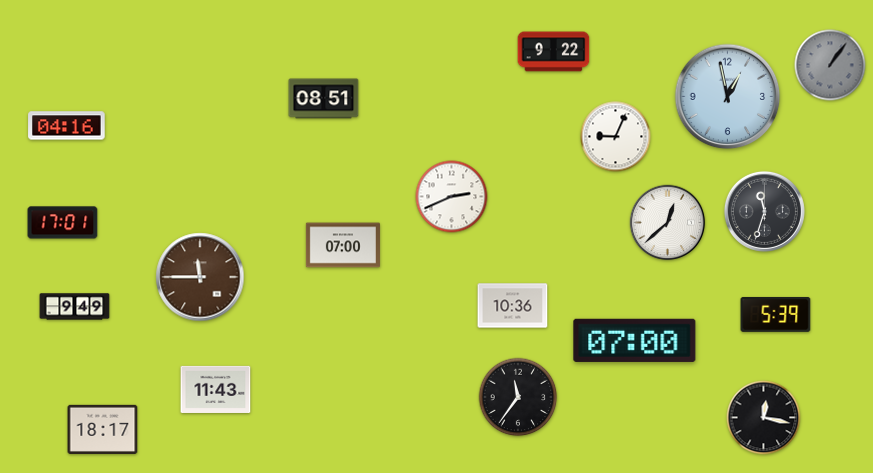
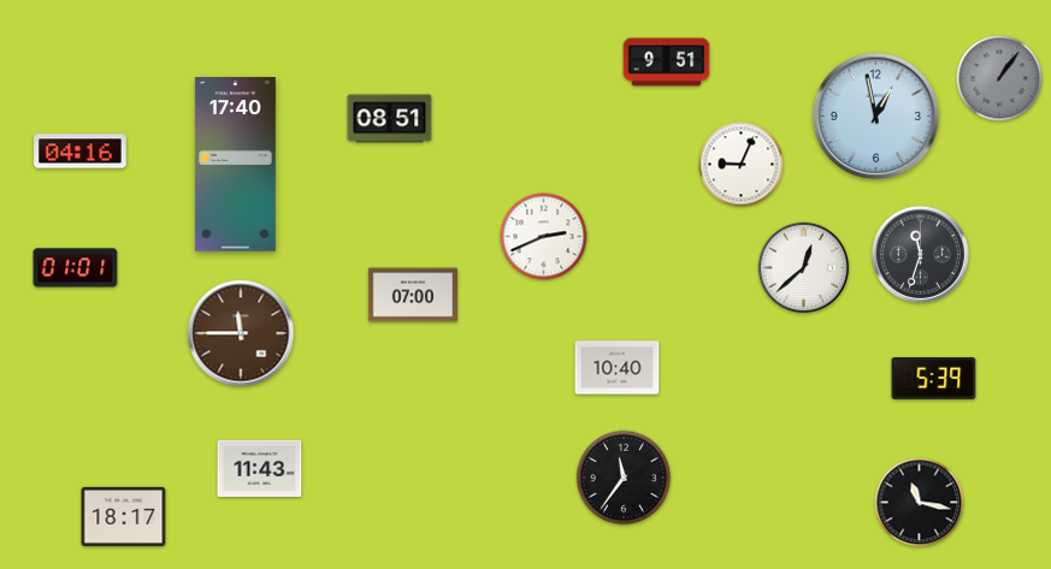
clock at (554, 52): 9:22 -> 9:51
clock at (235, 165): none -> 17:40
clock at (63, 223): 17:01 -> 01:01
clock at (513, 306): 10:36 -> 10:40
clock at (75, 307): 9:49 -> none
clock at (635, 340): 07:00 -> none
clock at (764, 418): 12:17 -> 11:17
